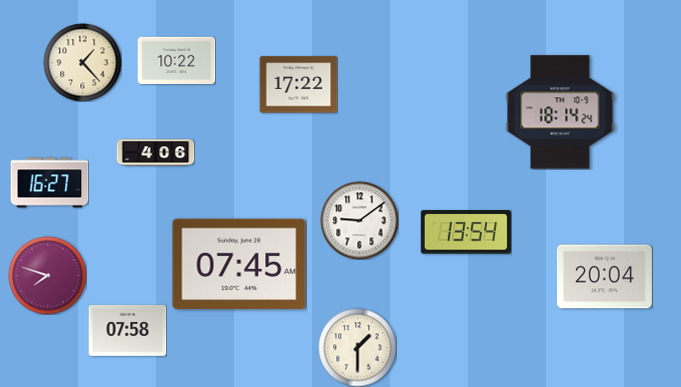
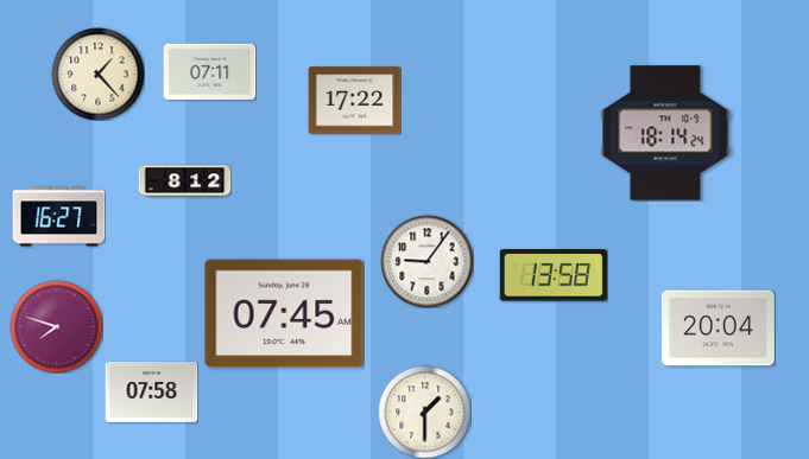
clock at (176, 60): 10:22 -> 07:11
clock at (155, 153): 4:06 -> 8:12
clock at (359, 220): 9:09 -> 9:06
clock at (466, 232): 13:54 -> 13:58
